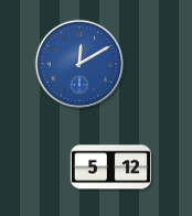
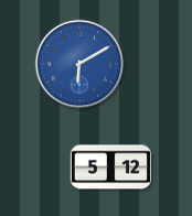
clock at (79, 64): 12:10 -> 6:10
